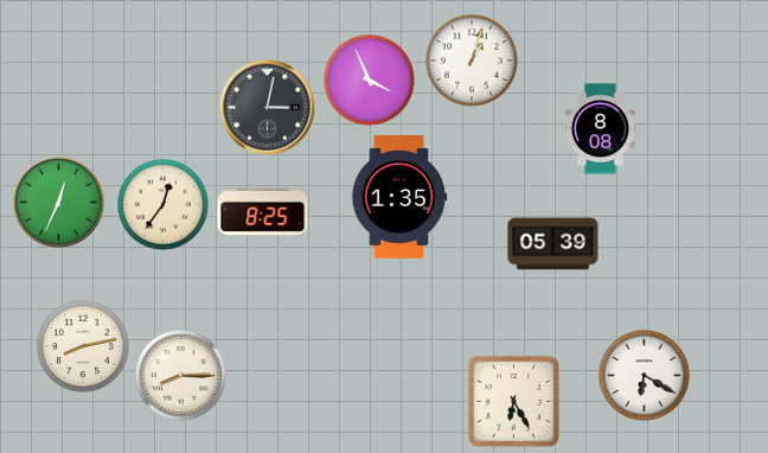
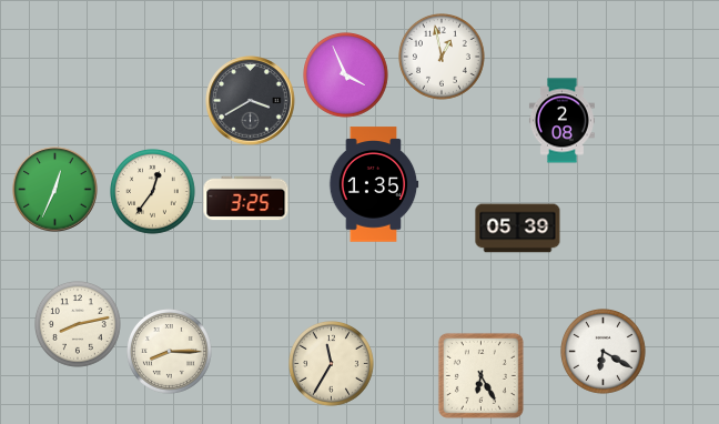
clock at (473, 62): 1:03 -> 12:58
clock at (268, 108): 3:02 -> 3:40
clock at (600, 129): 8:08 -> 2:08
clock at (263, 212): 8:25 -> 3:25
clock at (332, 364): none -> 11:35
